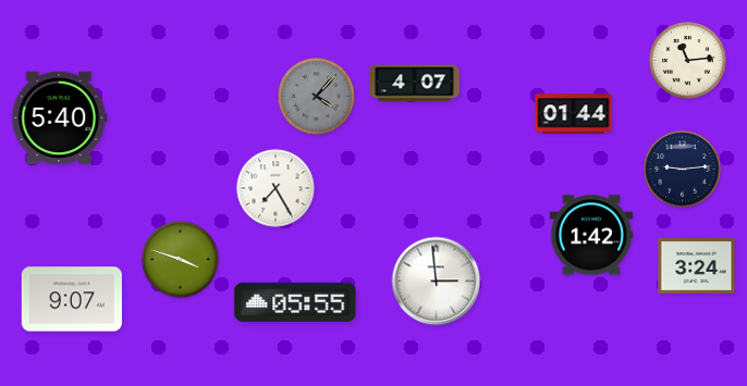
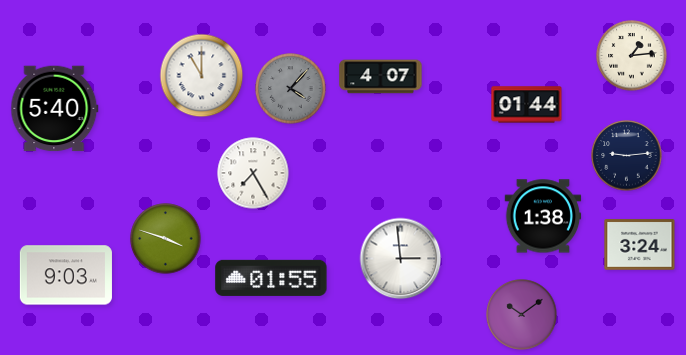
clock at (688, 61): 11:14 -> 1:14
clock at (202, 76): none -> 11:00
clock at (591, 235): 1:42 -> 1:38
clock at (72, 299): 9:07 -> 9:03
clock at (295, 302): 05:55 -> 01:55
clock at (522, 315): none -> 10:09
